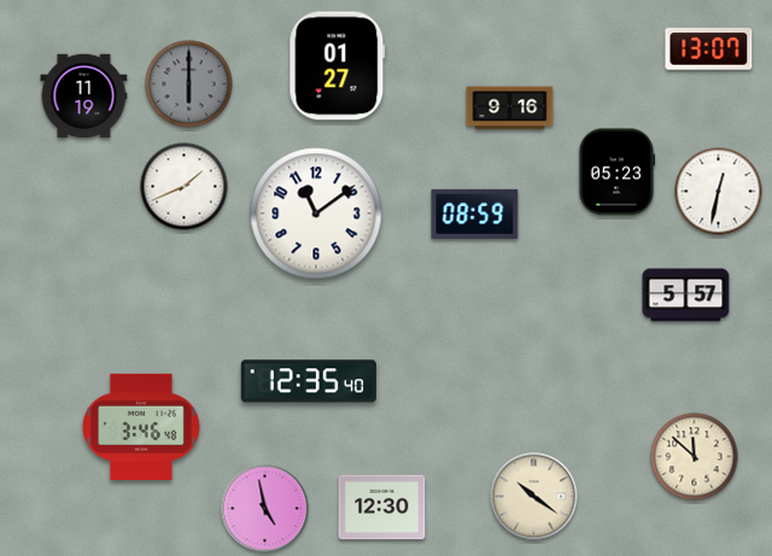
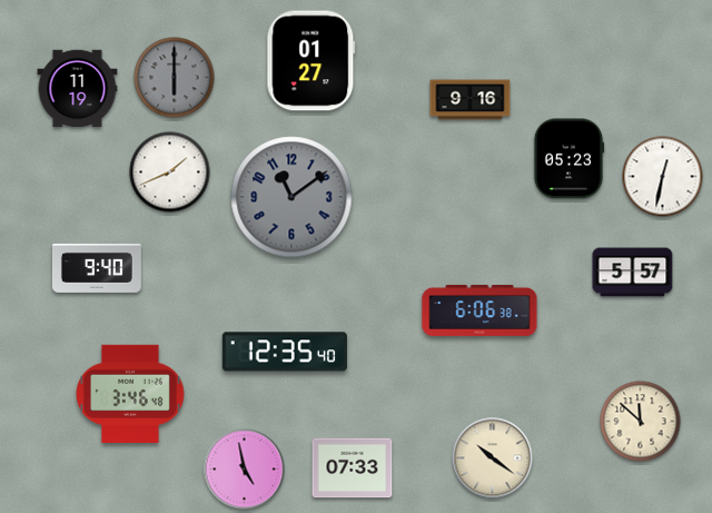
clock at (709, 49): 13:07 -> none
clock at (316, 213) dial: white -> grey
clock at (475, 213): 08:59 -> none
clock at (97, 268): none -> 9:40
clock at (479, 310): none -> 6:06
clock at (382, 508): 12:30 -> 07:33
